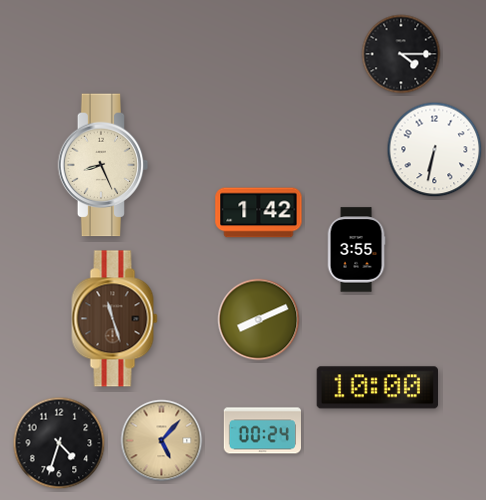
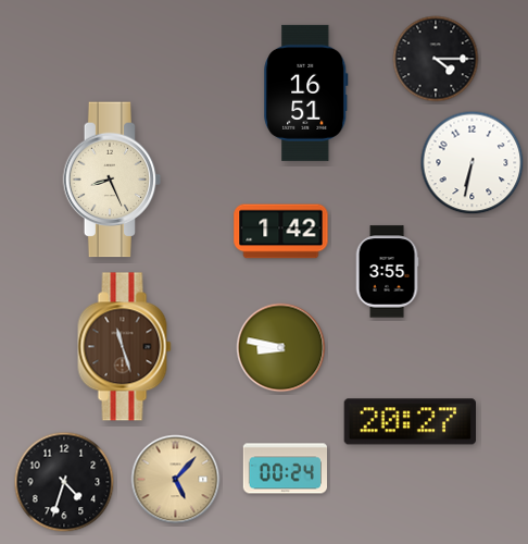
clock at (306, 92): none -> 16:51
clock at (259, 320): 8:11 -> 8:47
clock at (377, 388): 10:00 -> 20:27
